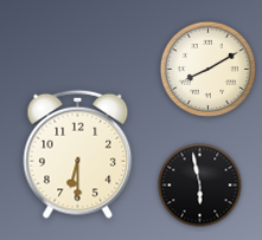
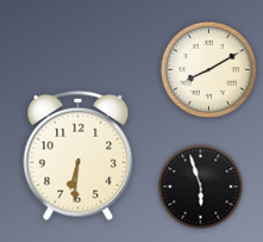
clock at (78, 154): 6:30 -> 6:31
clock at (200, 186): 5:58 -> 5:57
